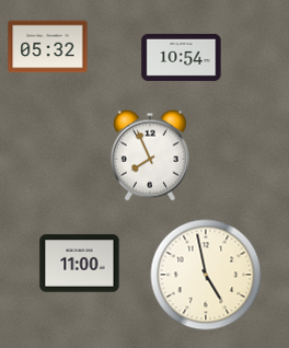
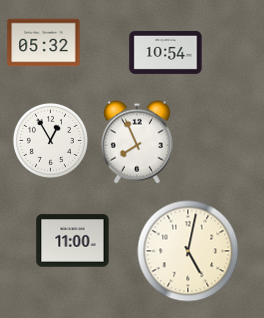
clock at (50, 140): none -> 12:55
clock at (206, 275): 4:58 -> 5:02
